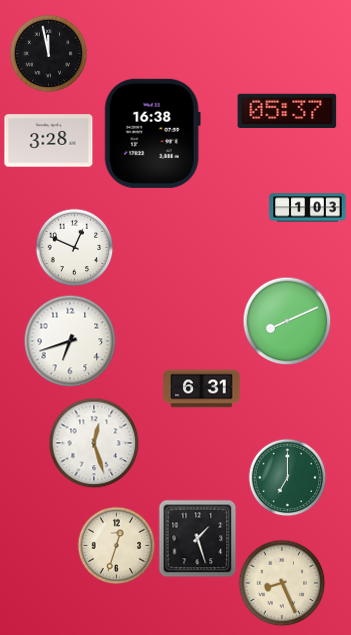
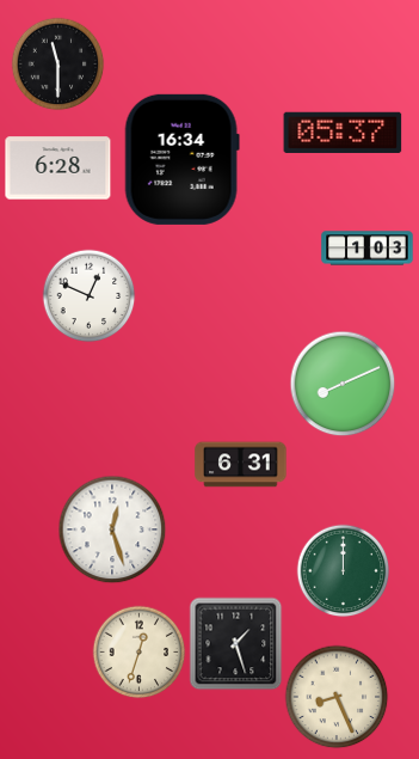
clock at (48, 53): 11:58 -> 11:30
clock at (152, 133): 16:38 -> 16:34
clock at (49, 141): 3:28 -> 6:28
clock at (70, 341): 6:42 -> none
clock at (287, 477): 7:00 -> 12:00
